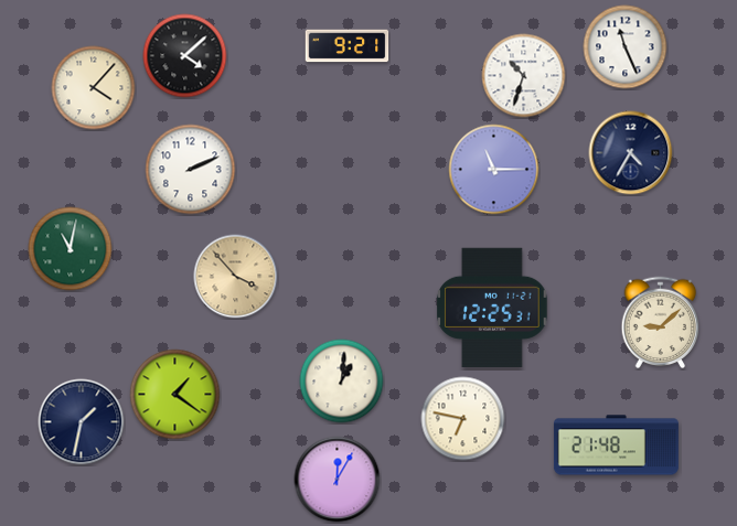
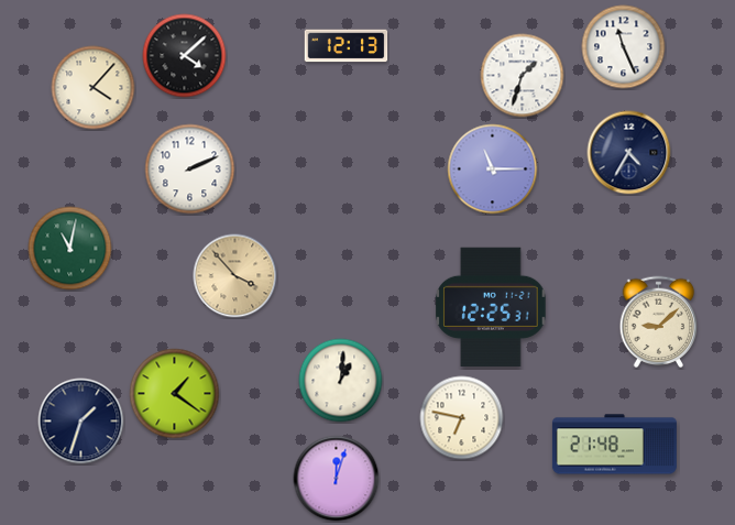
clock at (348, 46): 9:21 -> 12:13
clock at (524, 76): 10:33 -> 1:33
clock at (82, 422): 1:32 -> 1:33
clock at (338, 480): 12:05 -> 12:03
